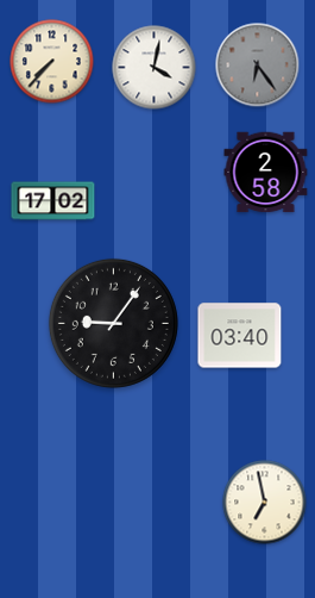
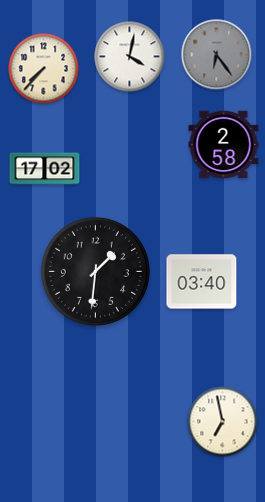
clock at (52, 62) position: (52, 62) -> (44, 69)
clock at (113, 323): 9:06 -> 1:31
